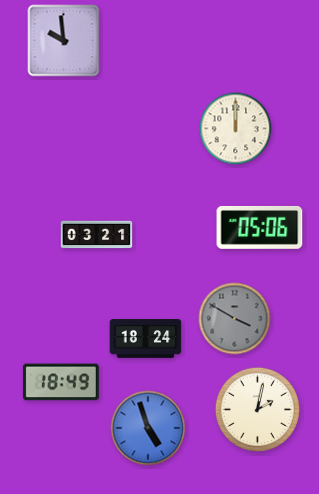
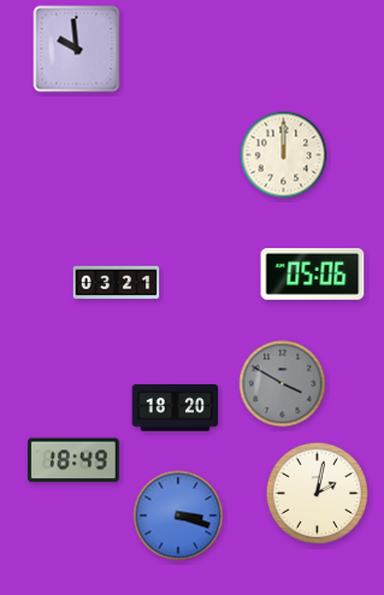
clock at (146, 339): 18:24 -> 18:20
clock at (257, 409) position: (257, 409) -> (317, 493)
clock at (148, 428): 4:57 -> 3:18
